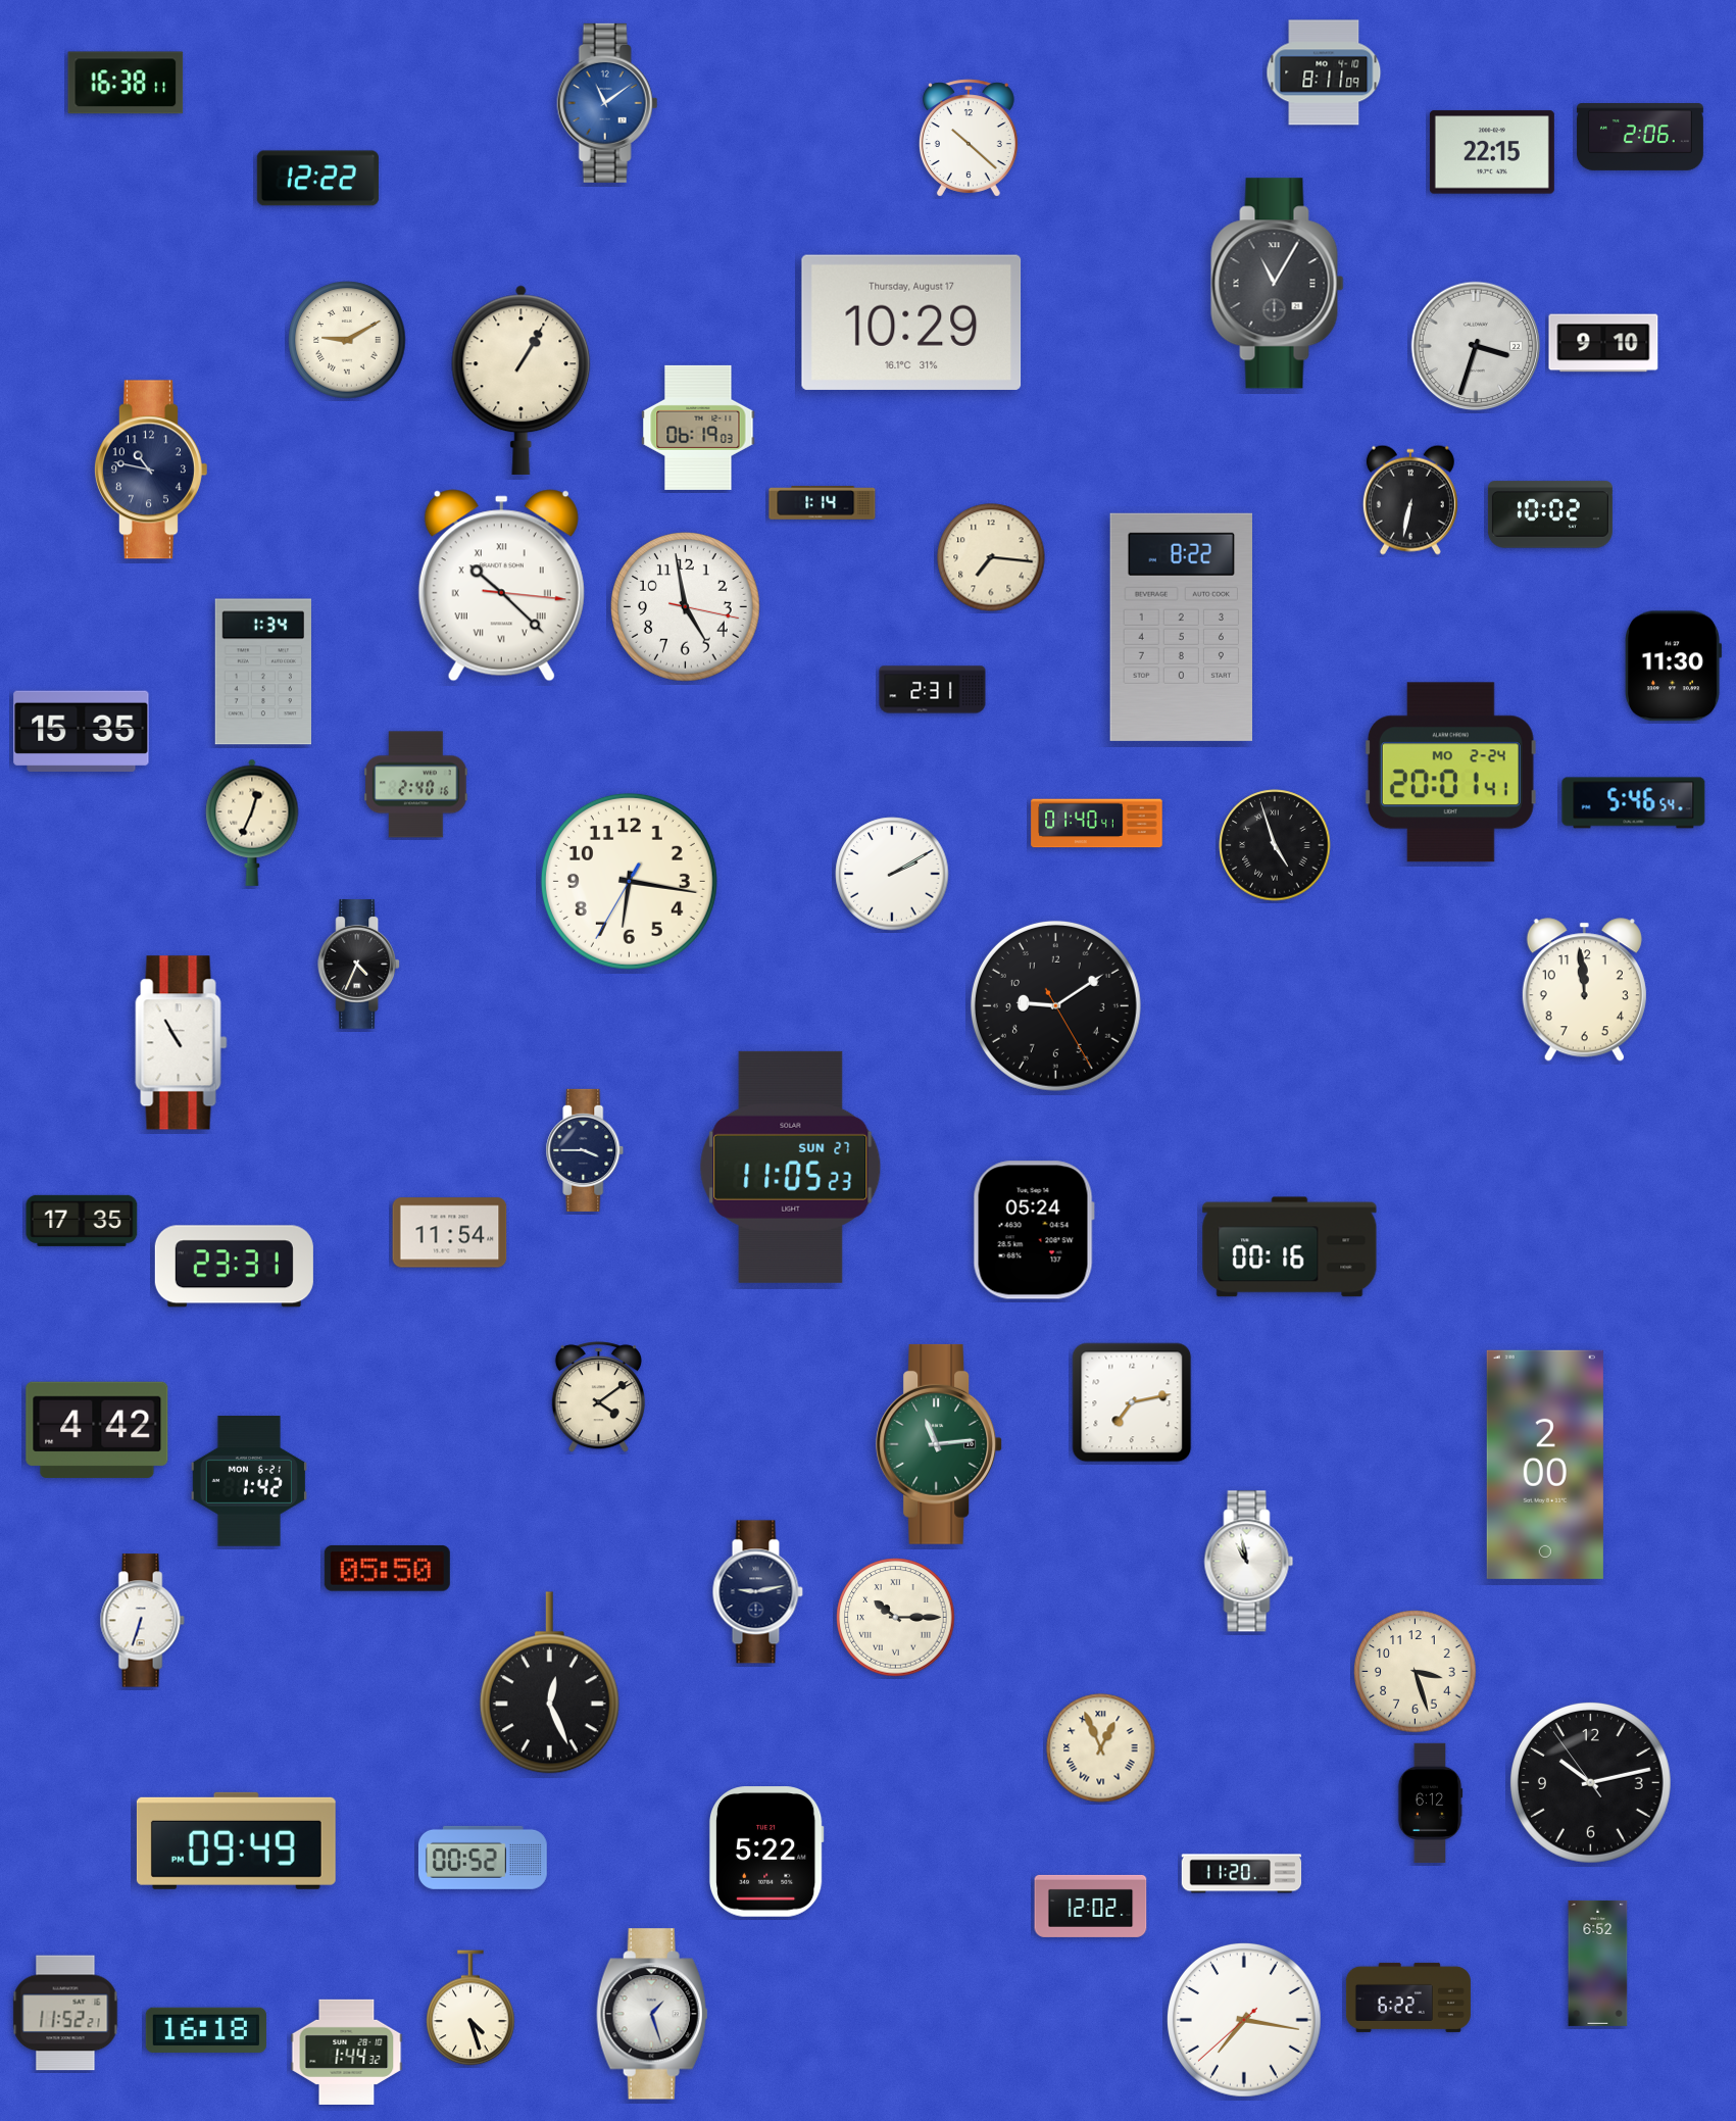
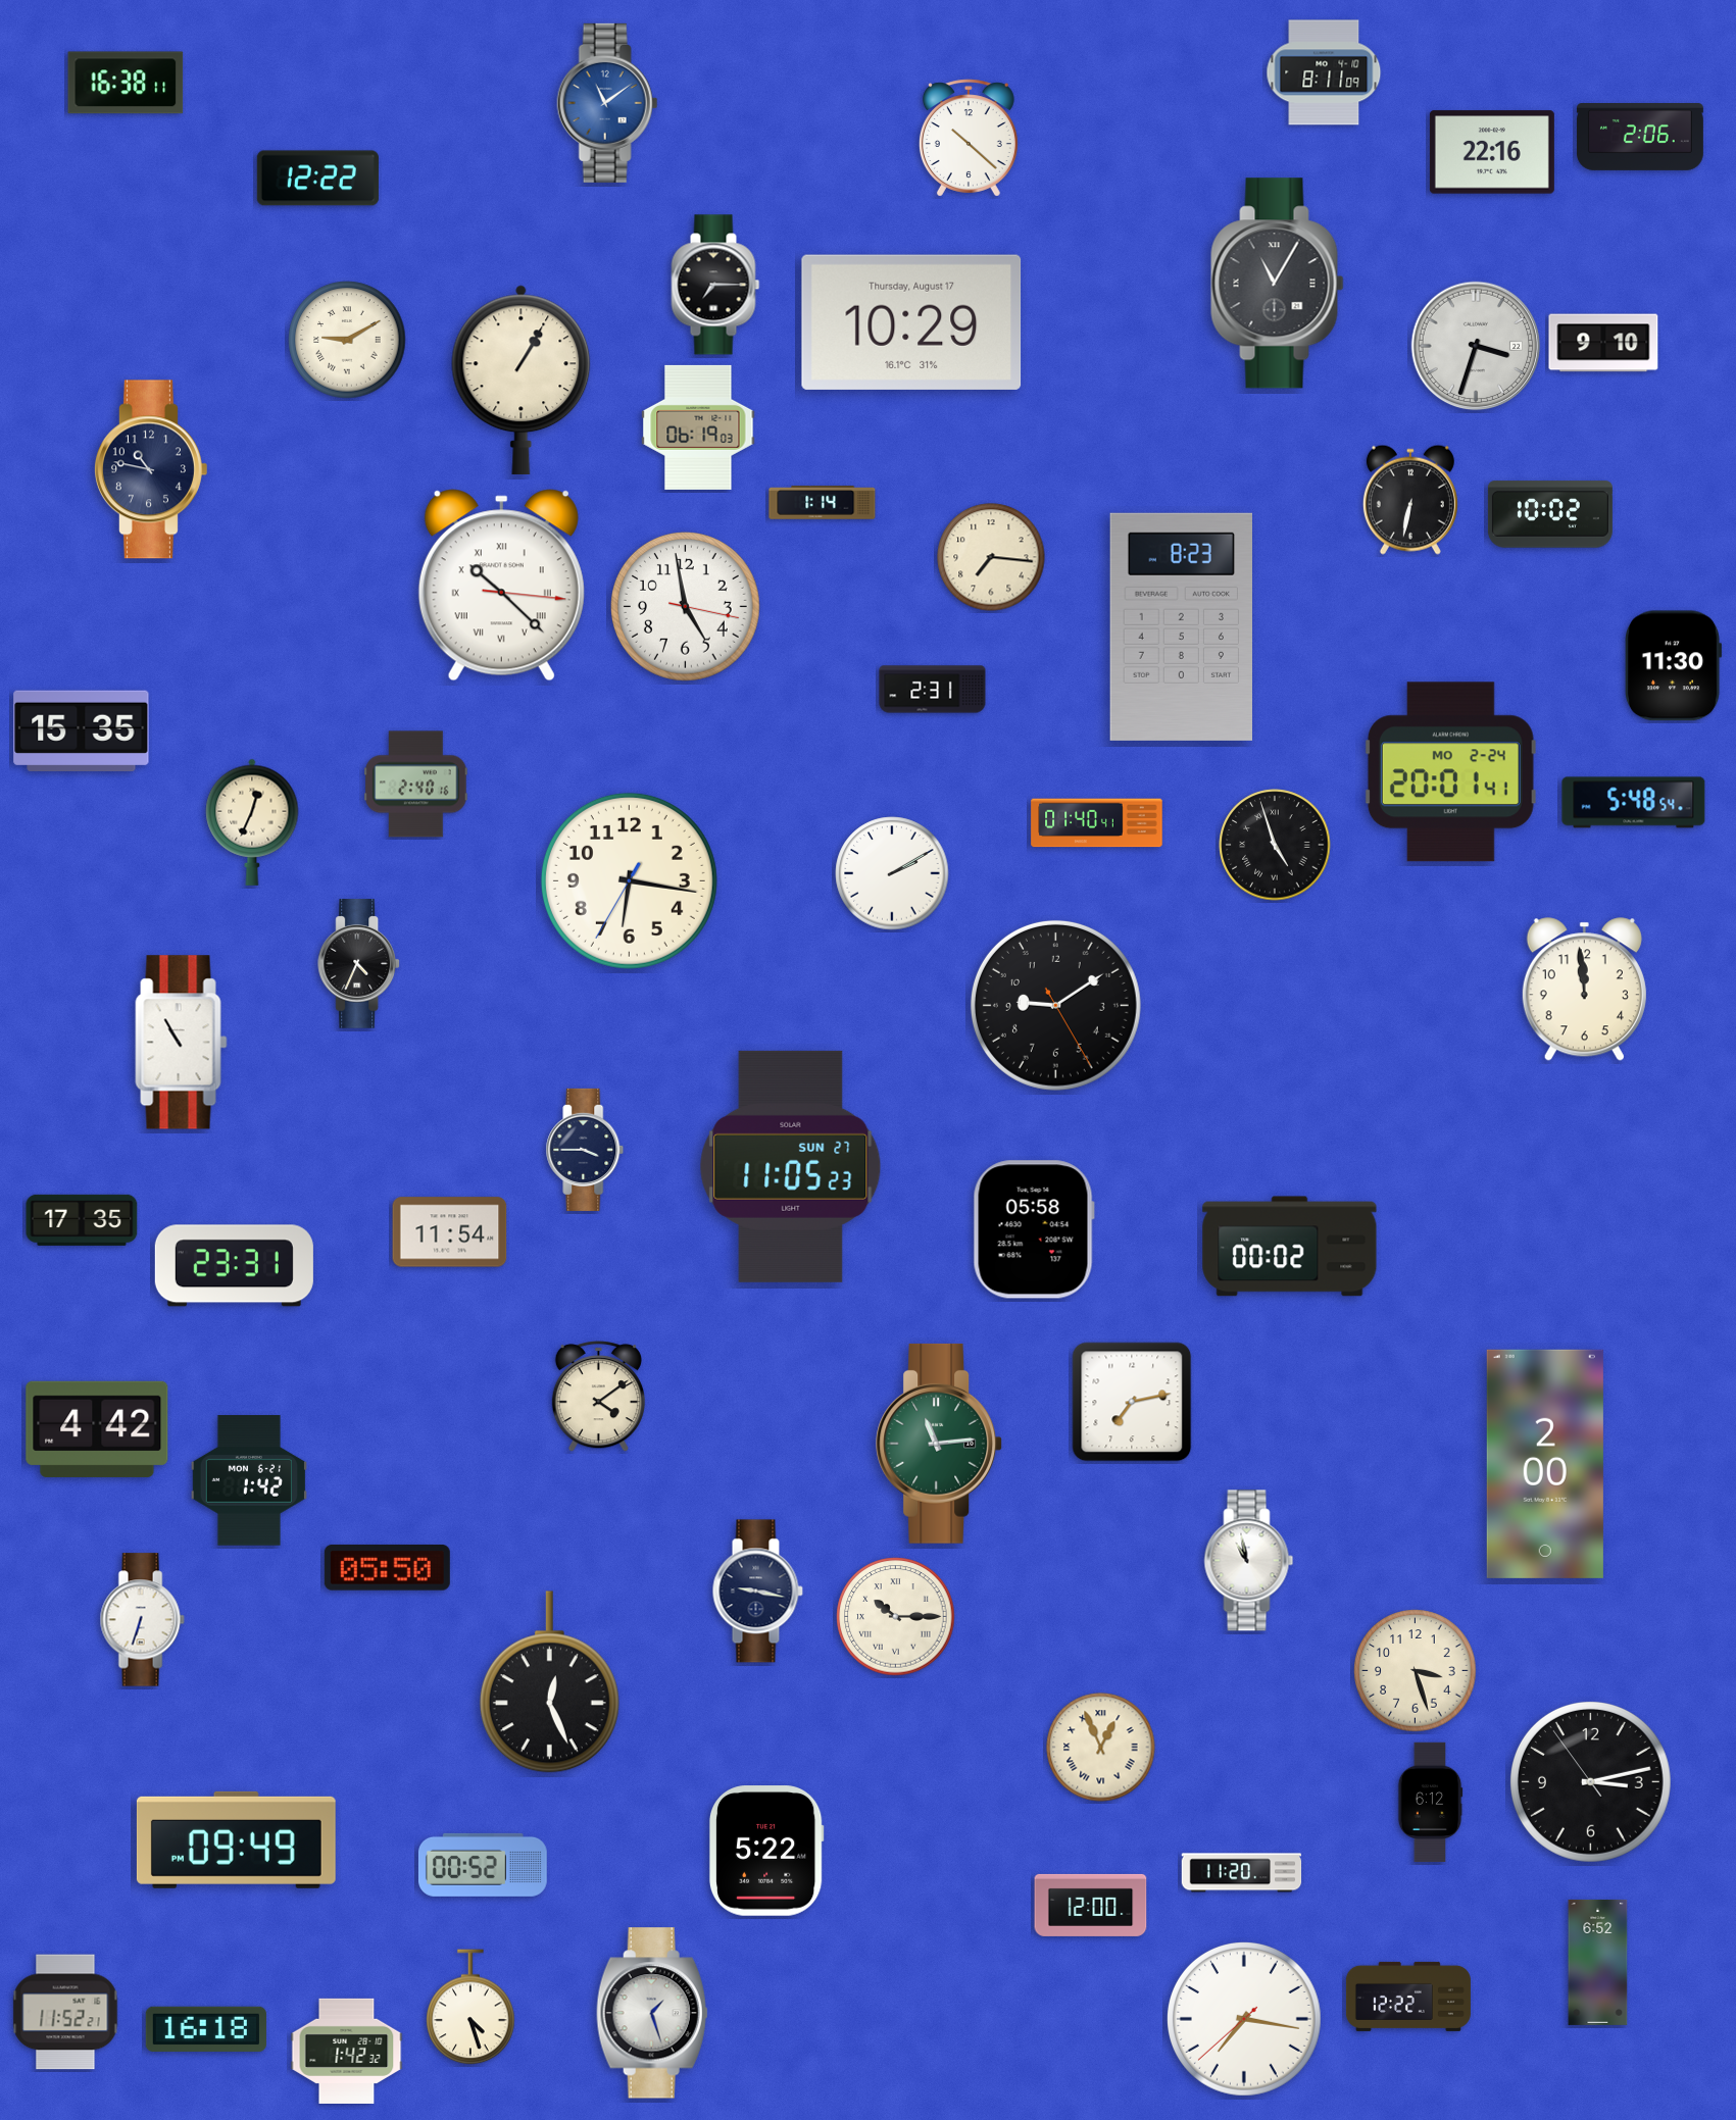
clock at (1492, 152): 22:15 -> 22:16
clock at (715, 285): none -> 7:15
clock at (1181, 627): 8:22 -> 8:23
clock at (262, 672): 1:34 -> none
clock at (1634, 803): 5:46 -> 5:48
clock at (1034, 1230): 05:24 -> 05:58
clock at (1290, 1247): 00:16 -> 00:02
clock at (757, 1592): 9:13 -> 9:17
clock at (1590, 1782): 10:12 -> 3:12
clock at (483, 1858) position: (483, 1858) -> (483, 1865)
clock at (1091, 1906): 12:02 -> 12:00
clock at (1408, 1997): 6:22 -> 12:22
clock at (347, 2052): 1:44 -> 1:42
